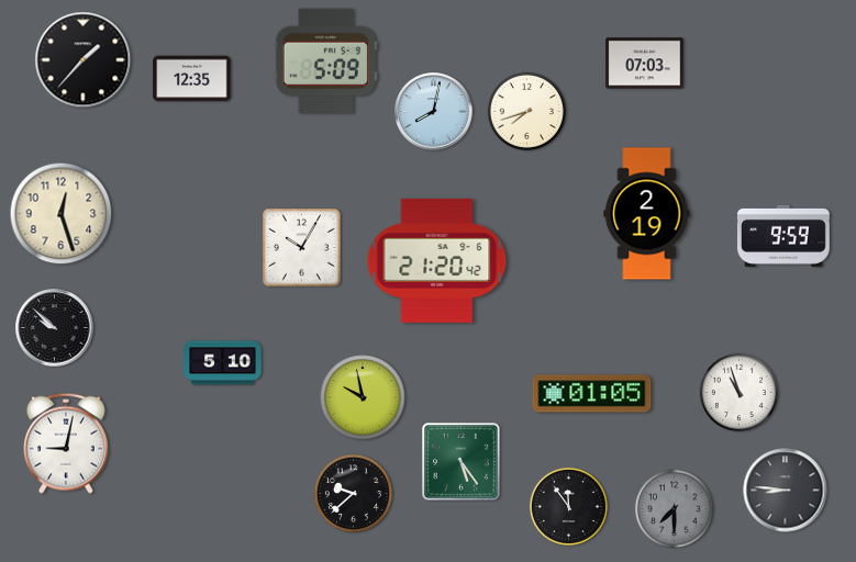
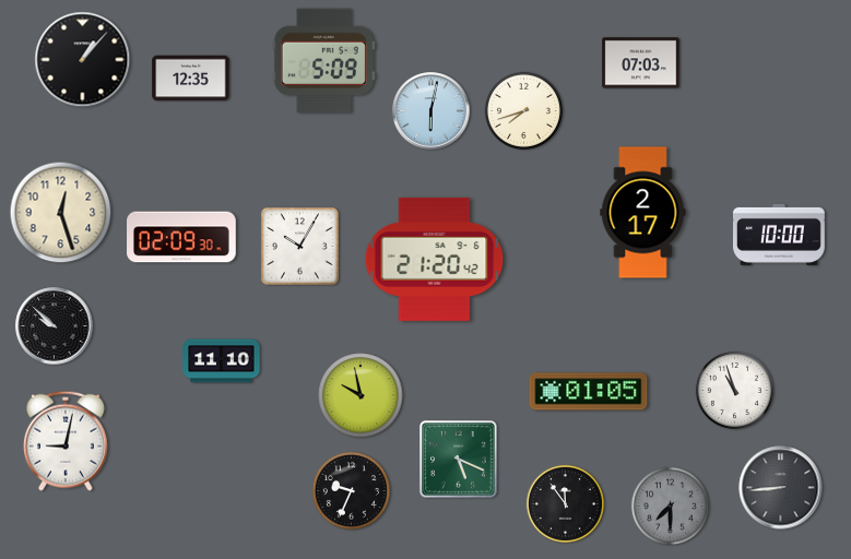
clock at (84, 60): 1:37 -> 1:07
clock at (434, 112): 8:02 -> 6:02
clock at (647, 214): 2:19 -> 2:17
clock at (783, 236): 9:59 -> 10:00
clock at (181, 237): none -> 02:09
clock at (223, 363): 5:10 -> 11:10
clock at (462, 462): 5:24 -> 5:19
clock at (786, 491): 8:46 -> 8:44
clock at (353, 493): 9:38 -> 9:34
